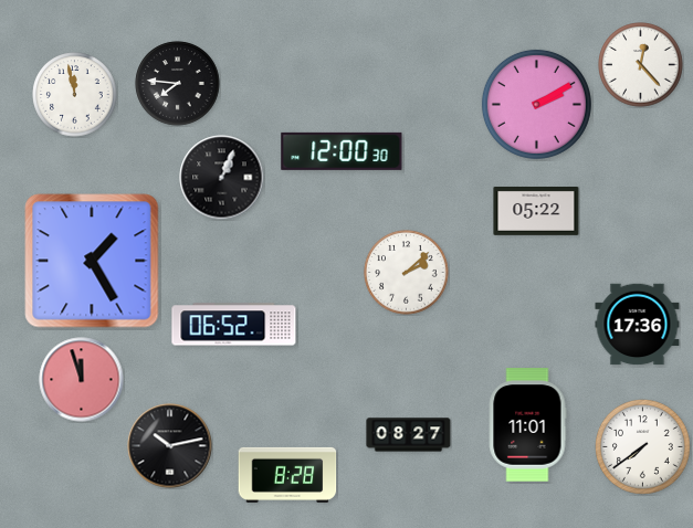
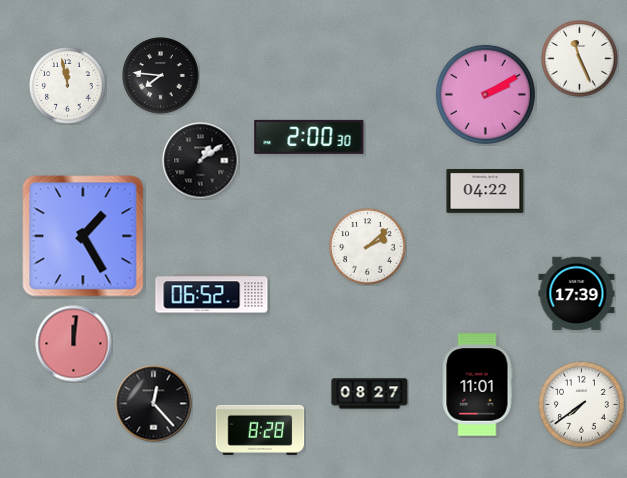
clock at (641, 65): 12:23 -> 11:26
clock at (342, 151): 12:00 -> 2:00
clock at (222, 178): 1:04 -> 1:09
clock at (536, 212): 05:22 -> 04:22
clock at (638, 325): 17:36 -> 17:39
clock at (82, 380): 11:57 -> 12:01
clock at (170, 446): 10:13 -> 12:23
